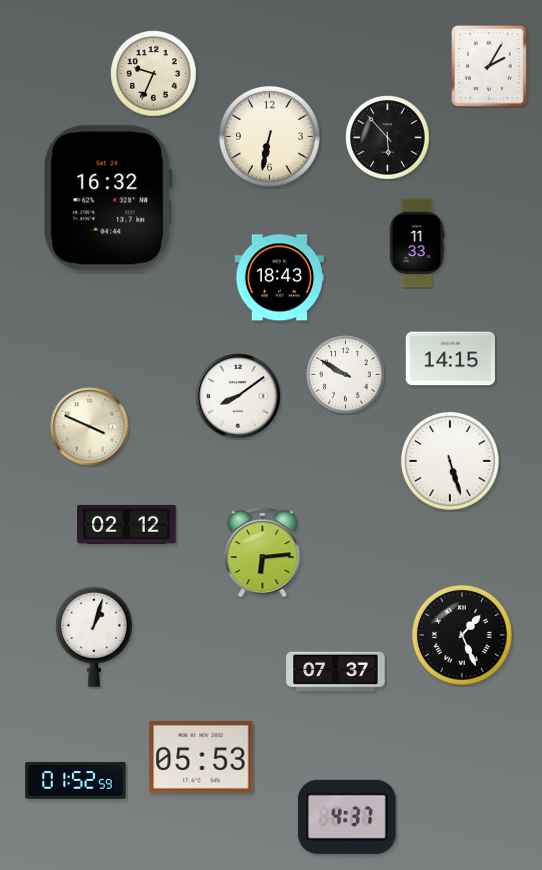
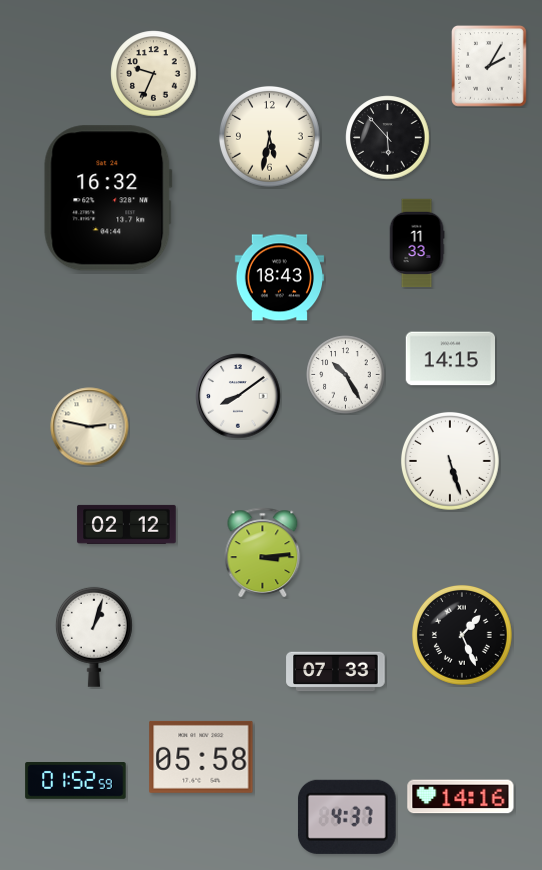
clock at (269, 136): 6:32 -> 5:32
clock at (346, 375): 9:50 -> 10:25
clock at (90, 427): 3:49 -> 2:47
clock at (263, 552): 6:14 -> 3:14
clock at (336, 672): 07:37 -> 07:33
clock at (201, 757): 05:53 -> 05:58
clock at (461, 797): none -> 14:16
